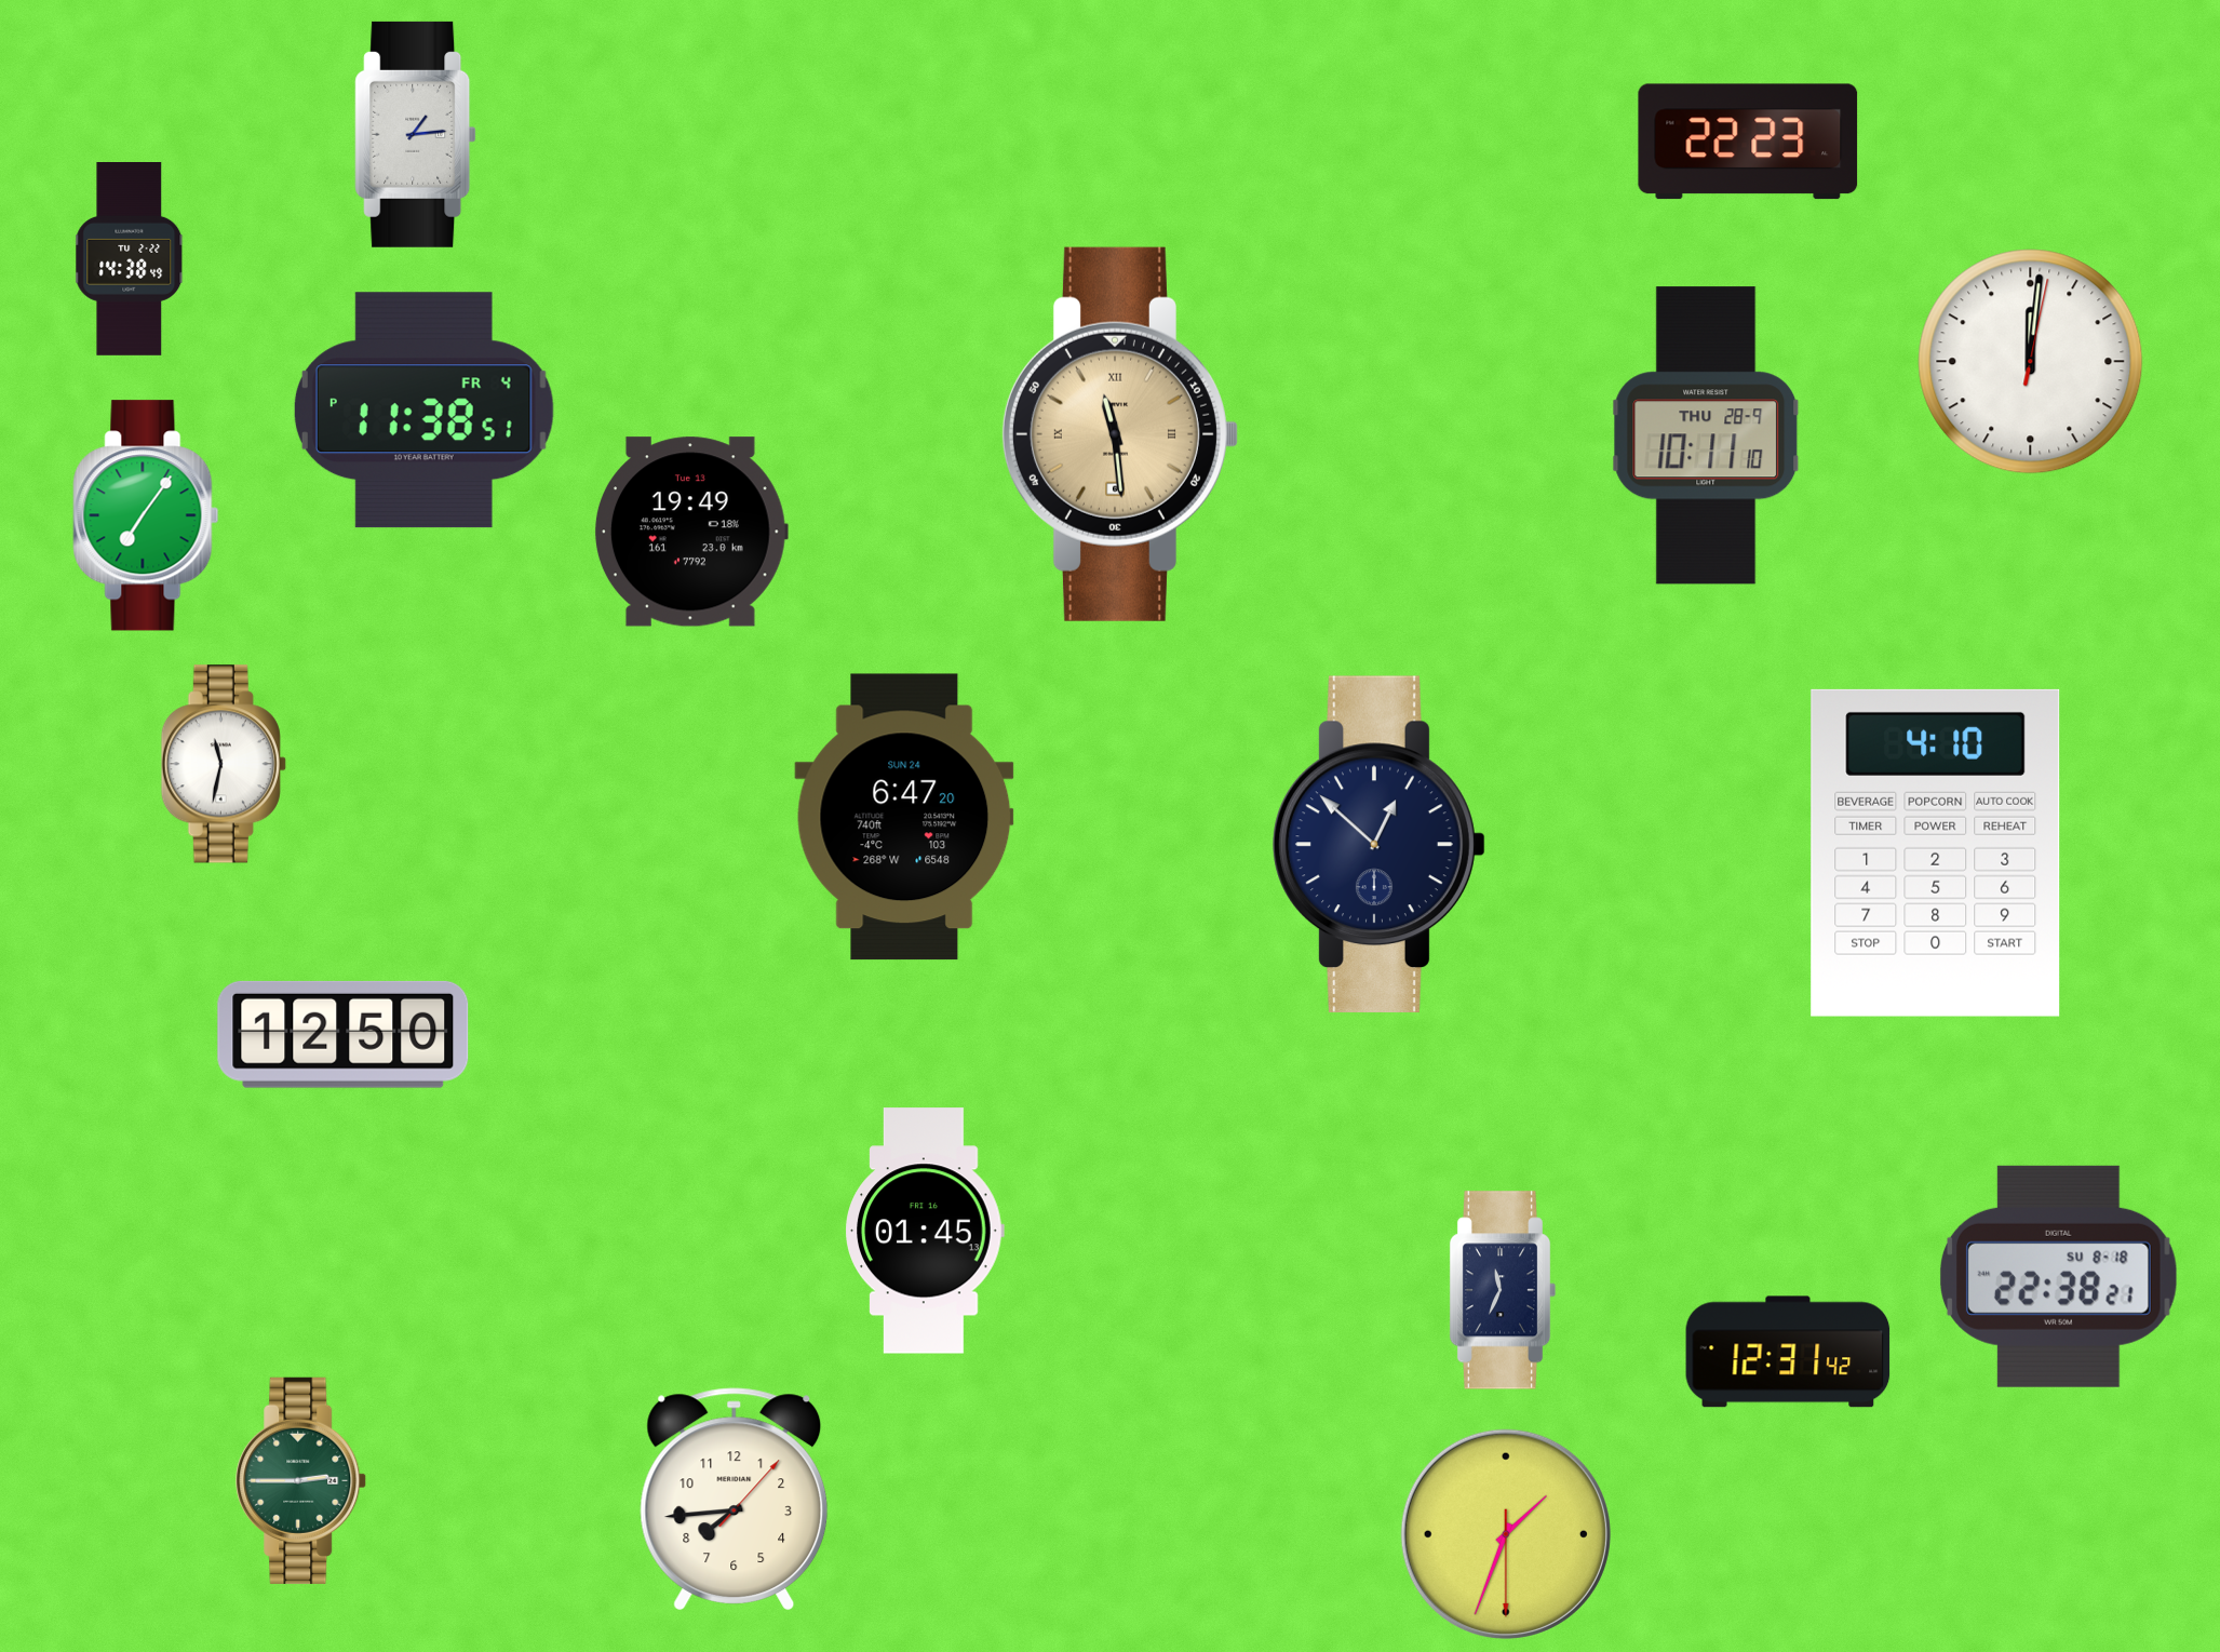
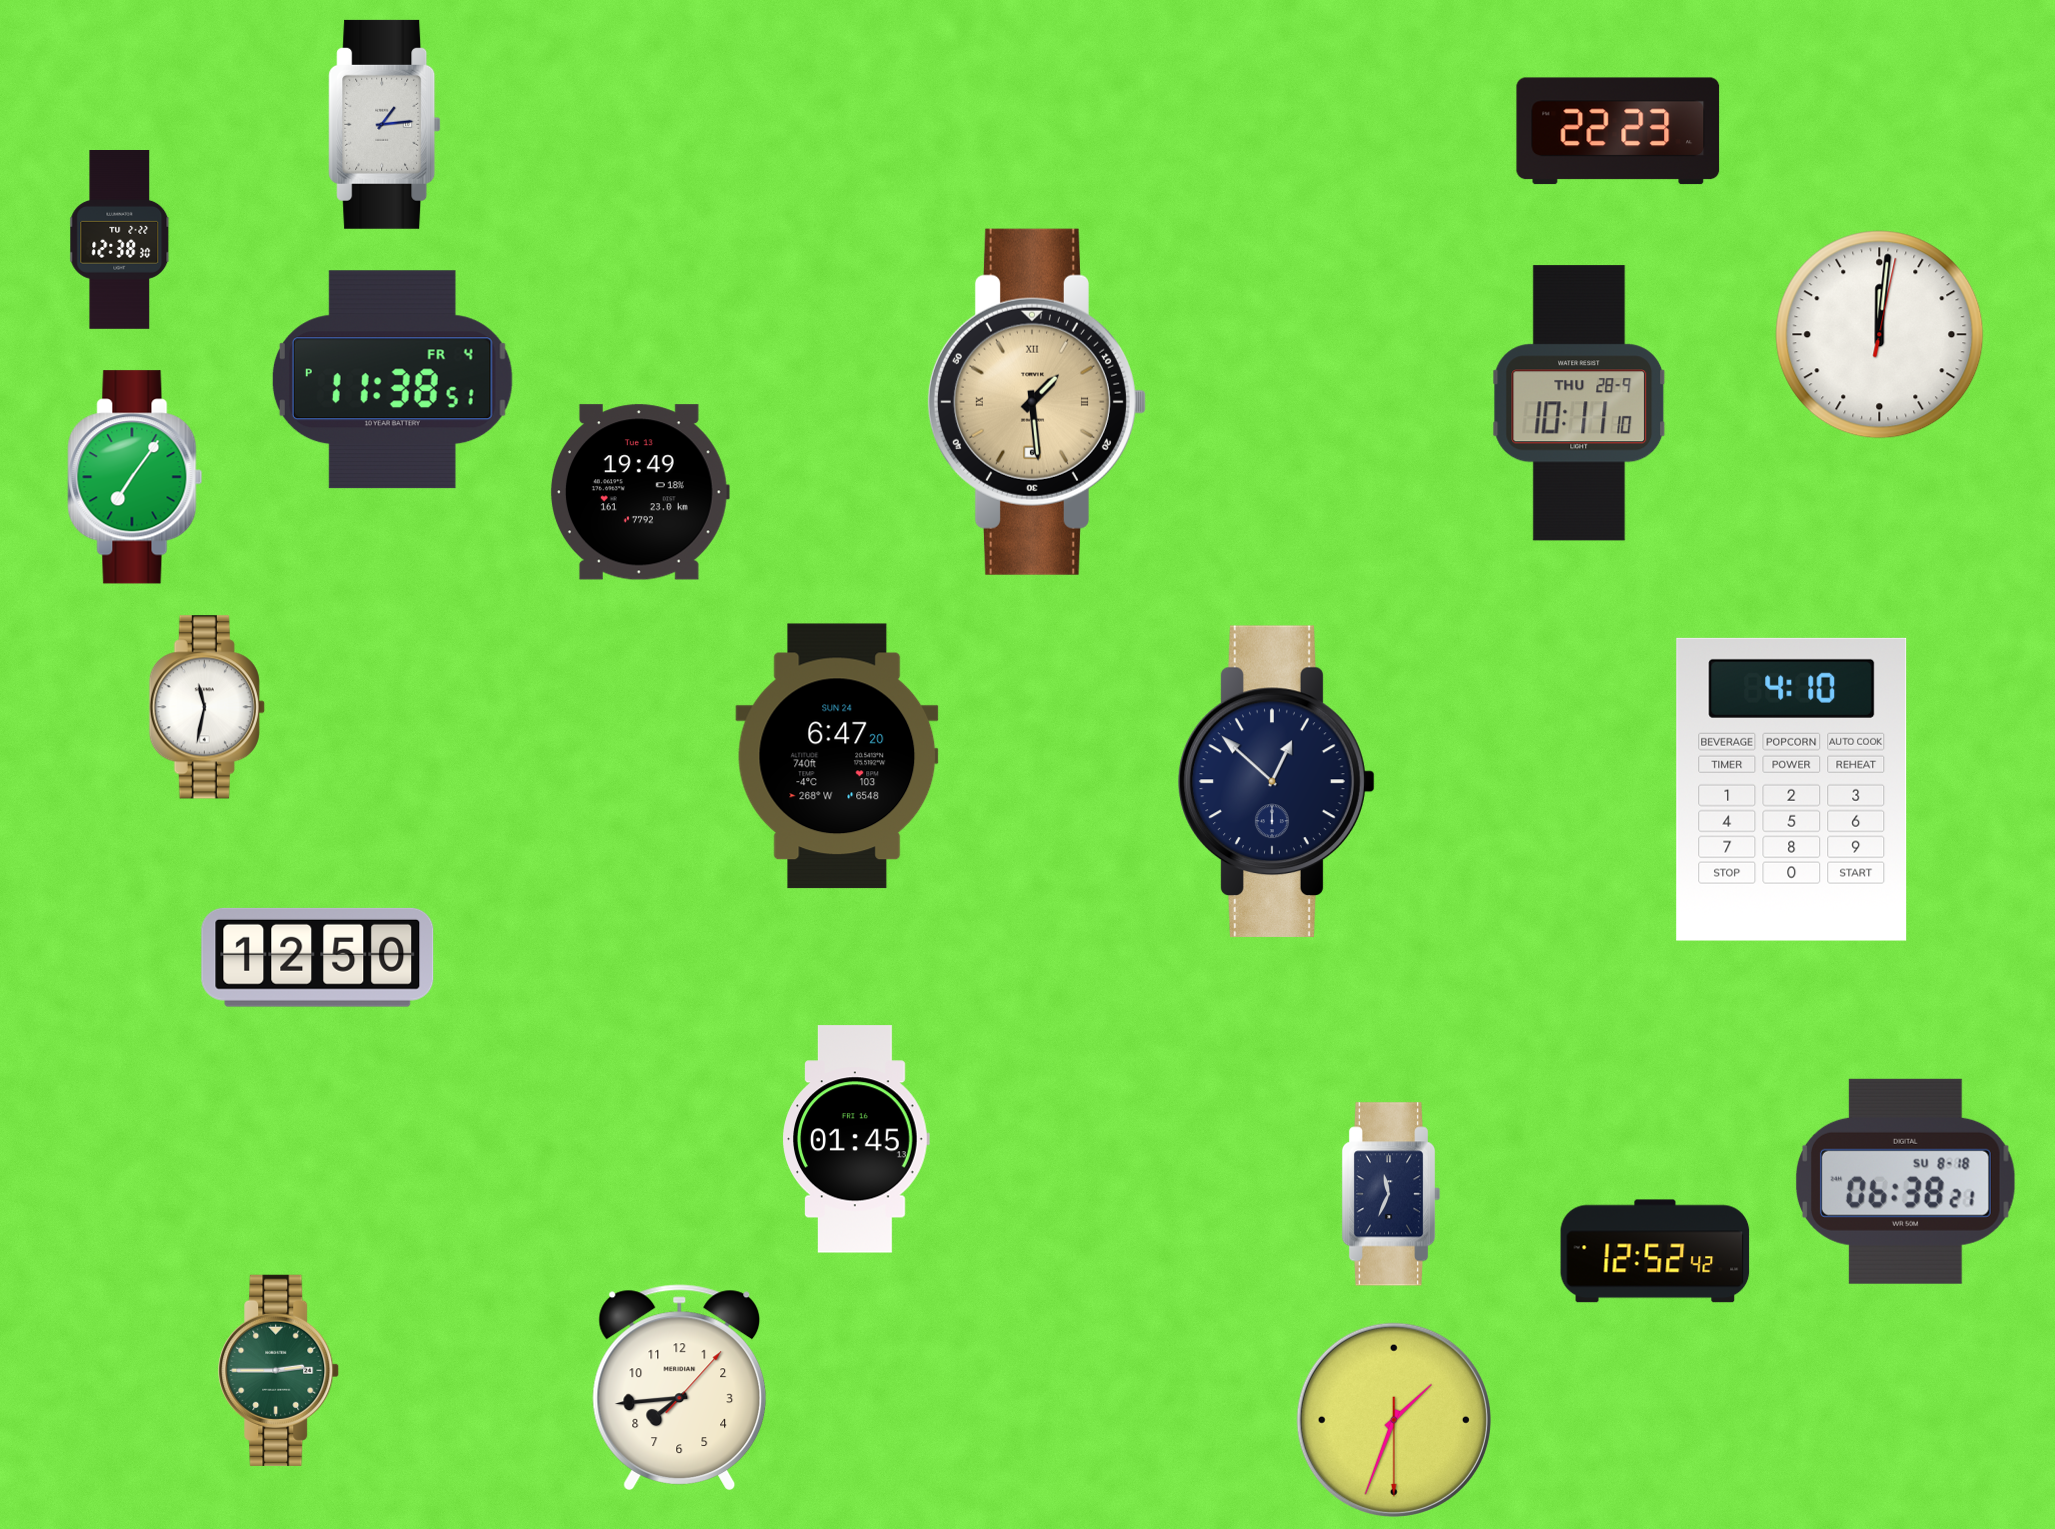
clock at (130, 259): 14:38 -> 12:38
clock at (1119, 434): 11:29 -> 1:29
clock at (2058, 1276): 22:38 -> 06:38
clock at (1788, 1352): 12:31 -> 12:52
